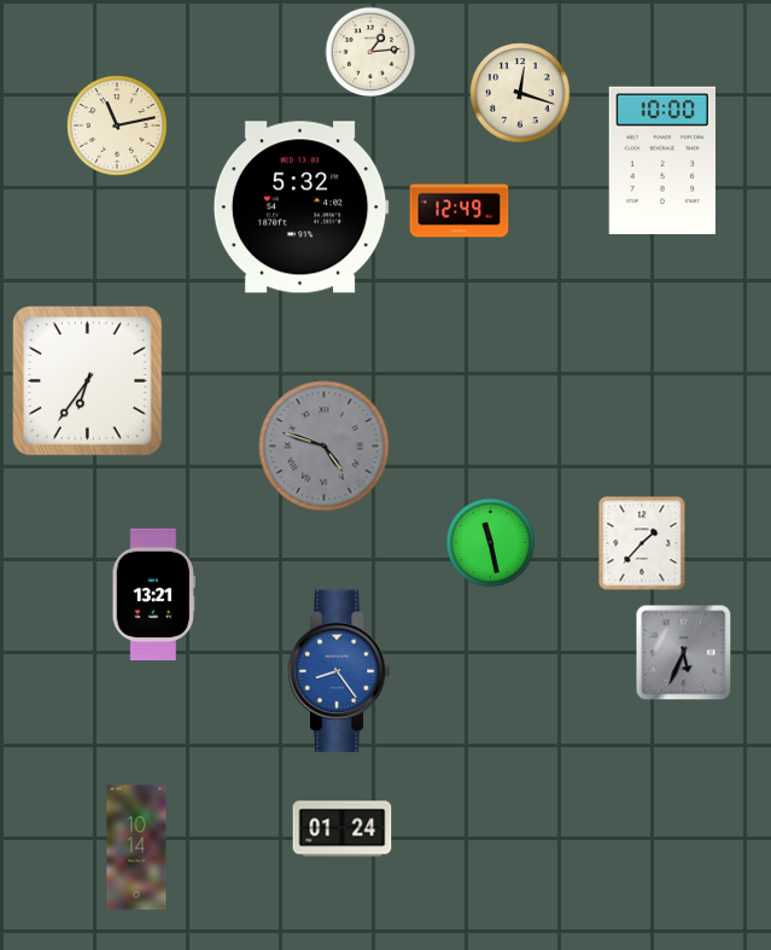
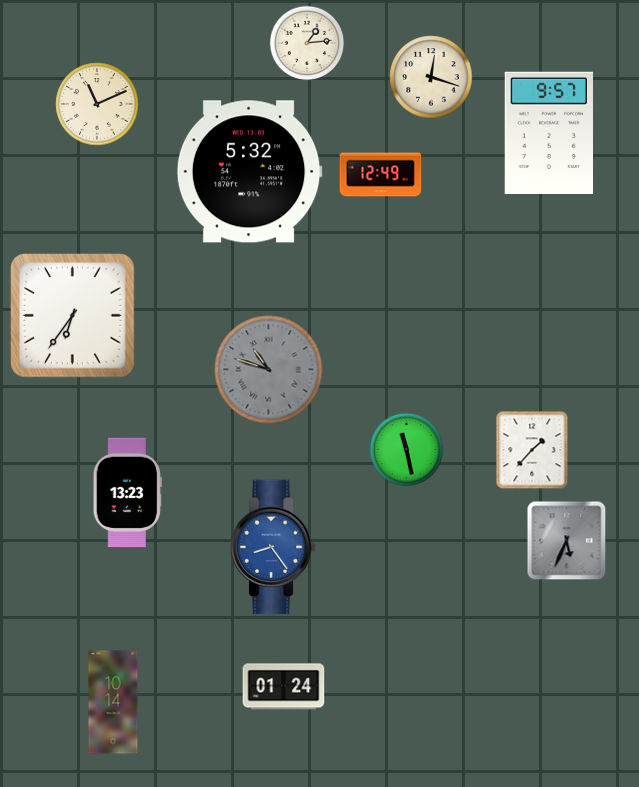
clock at (117, 126): 11:13 -> 11:11
clock at (661, 159): 10:00 -> 9:57
clock at (325, 447): 4:48 -> 10:48
clock at (153, 595): 13:21 -> 13:23
clock at (339, 671) position: (339, 671) -> (273, 547)
